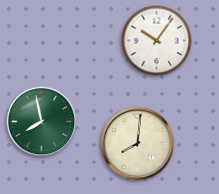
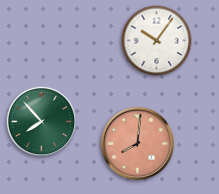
clock at (42, 122): 7:58 -> 7:53
clock at (137, 143) dial: cream -> salmon
